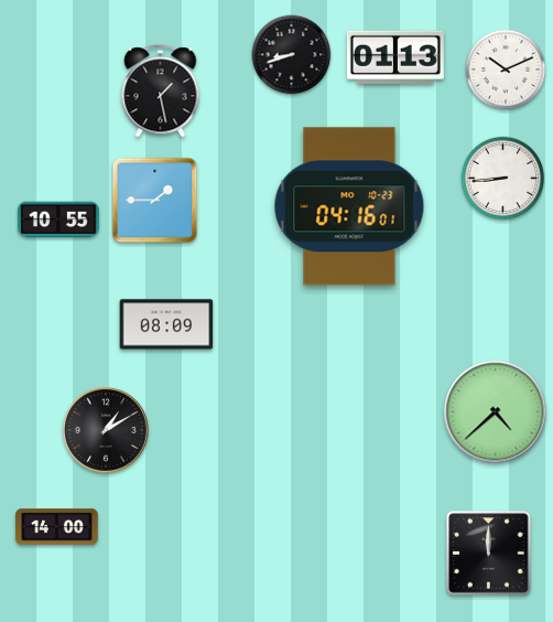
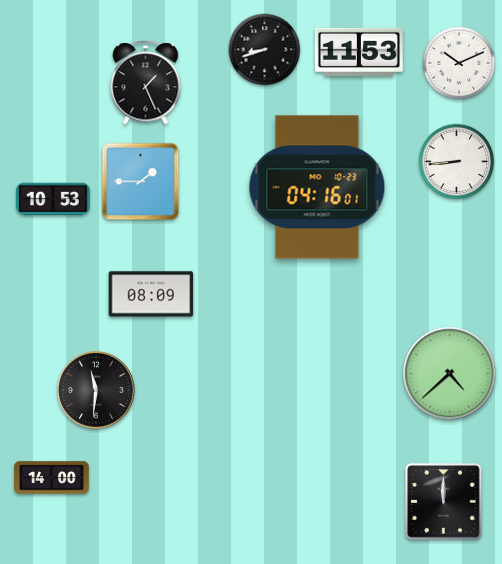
clock at (395, 57): 01:13 -> 11:53
clock at (161, 92): 1:28 -> 1:26
clock at (58, 219): 10:55 -> 10:53
clock at (106, 430): 1:10 -> 11:31
